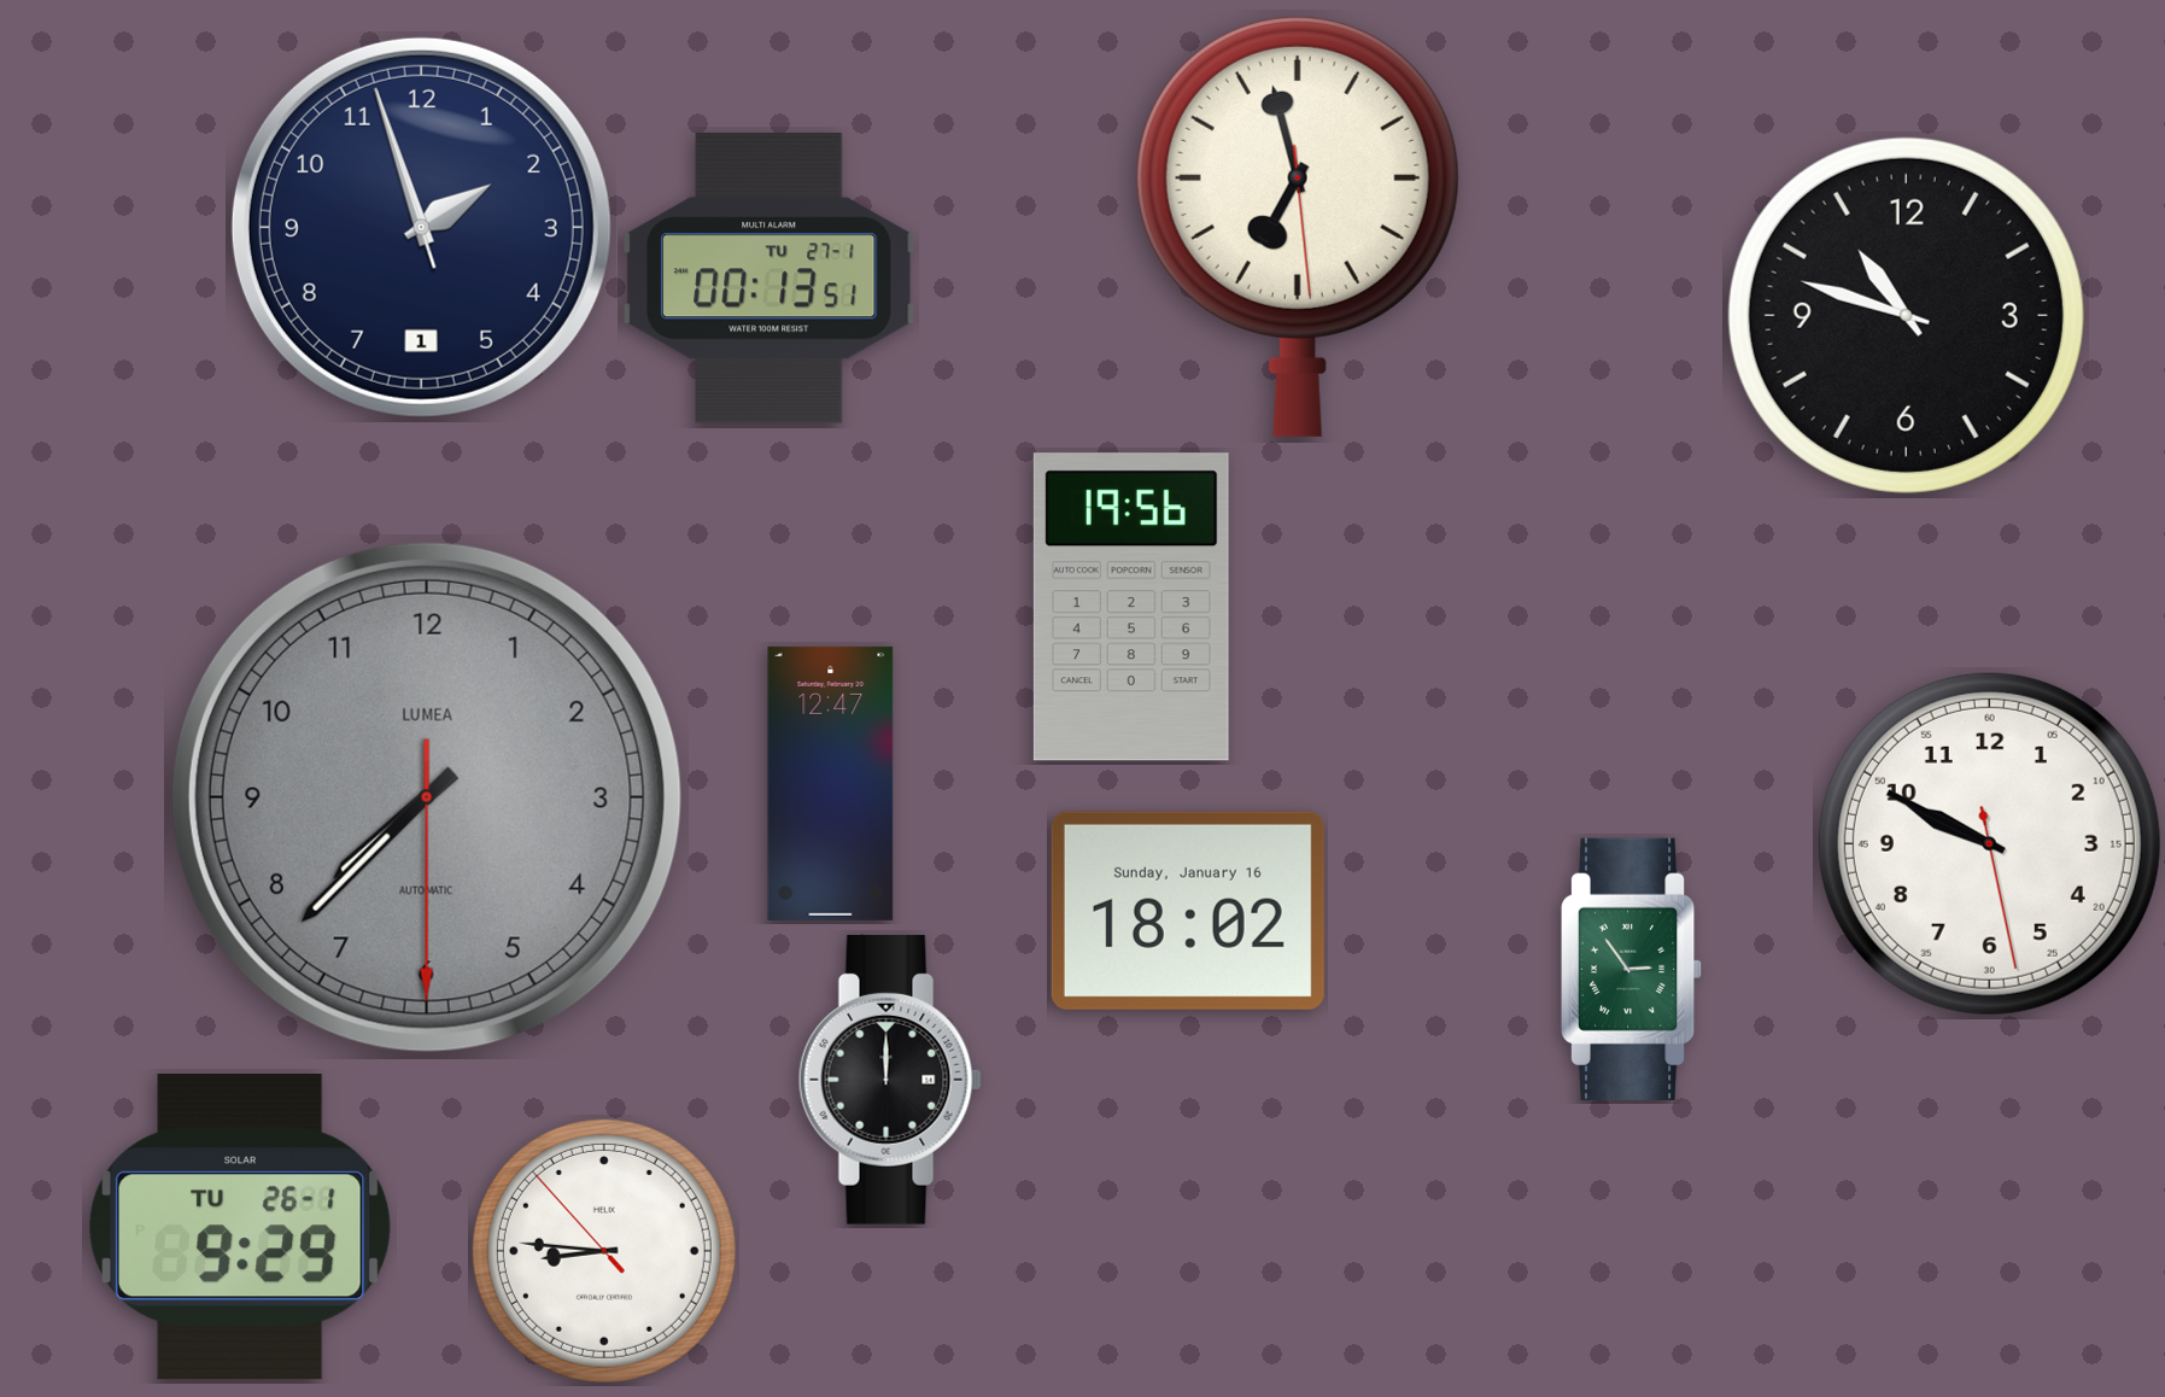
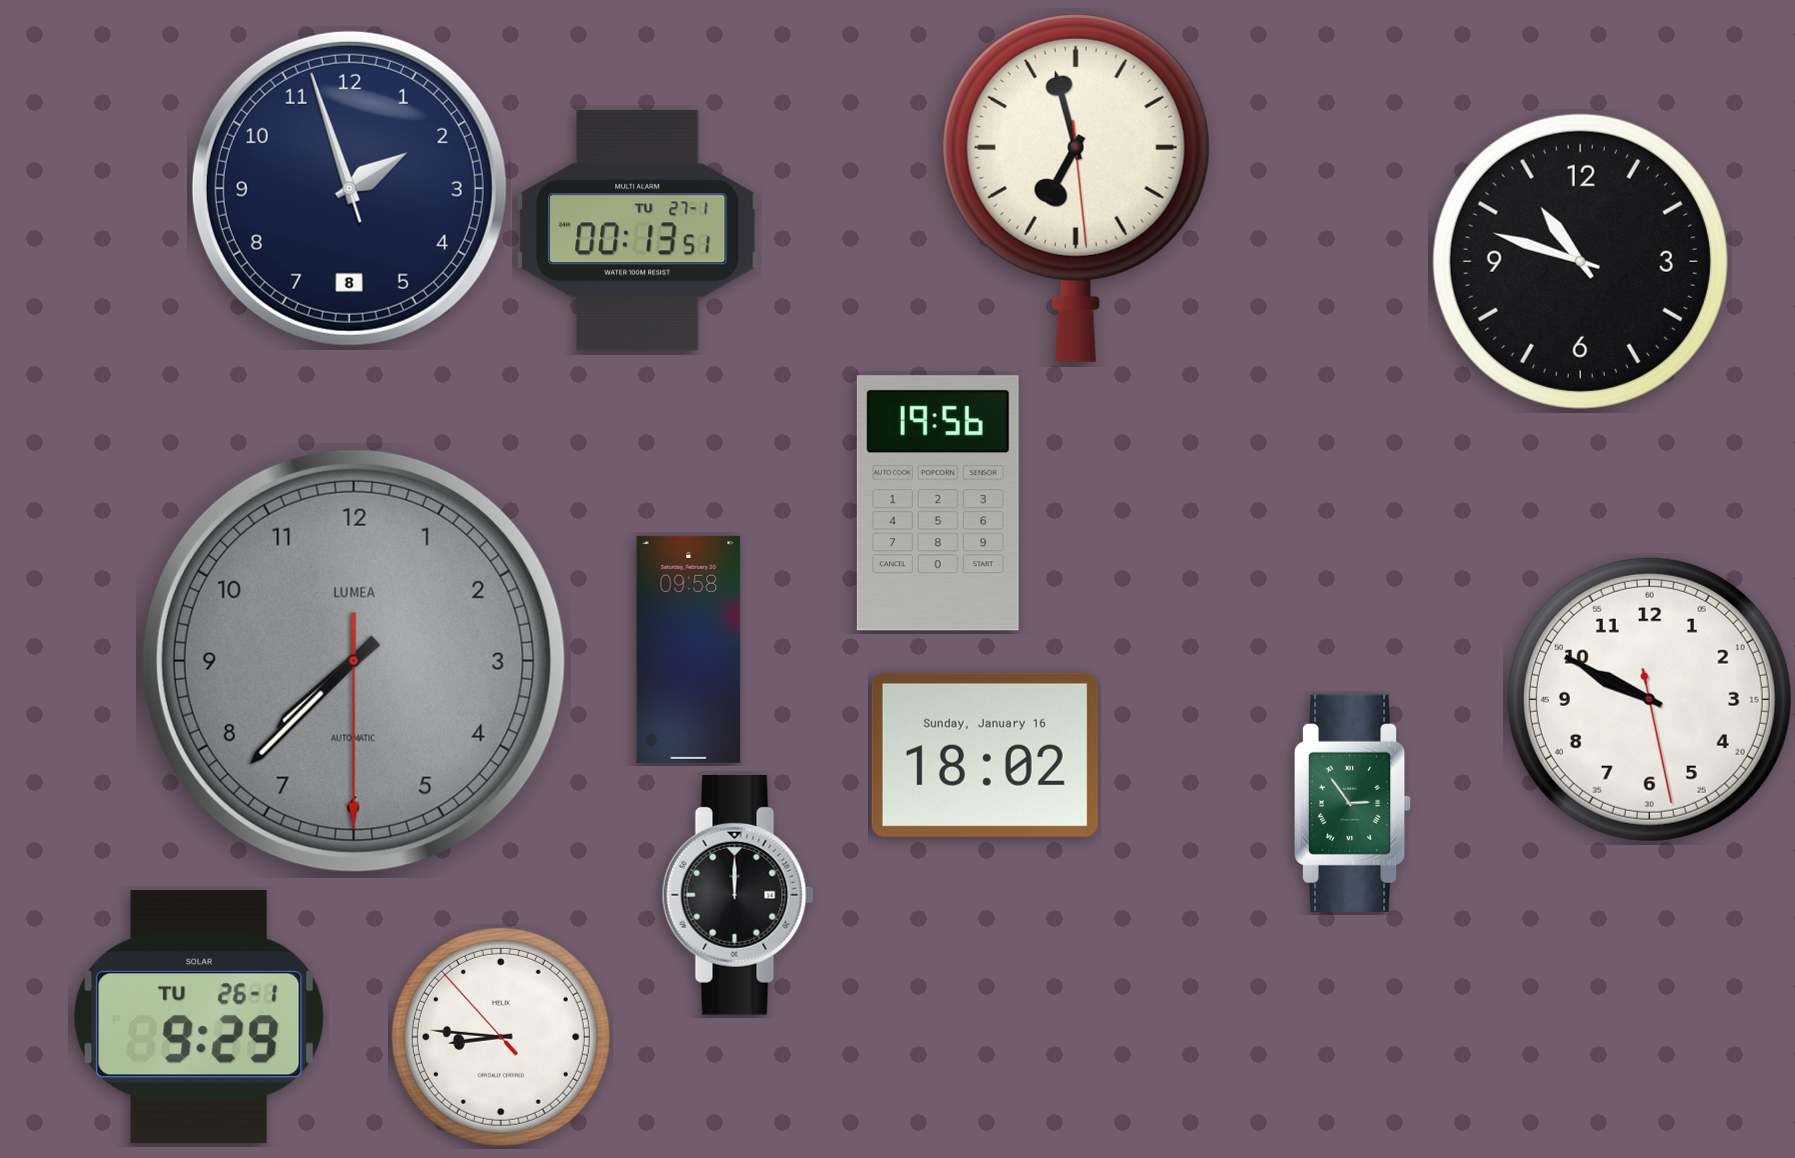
clock at (421, 227) date: 1 -> 8
clock at (831, 783): 12:47 -> 09:58
